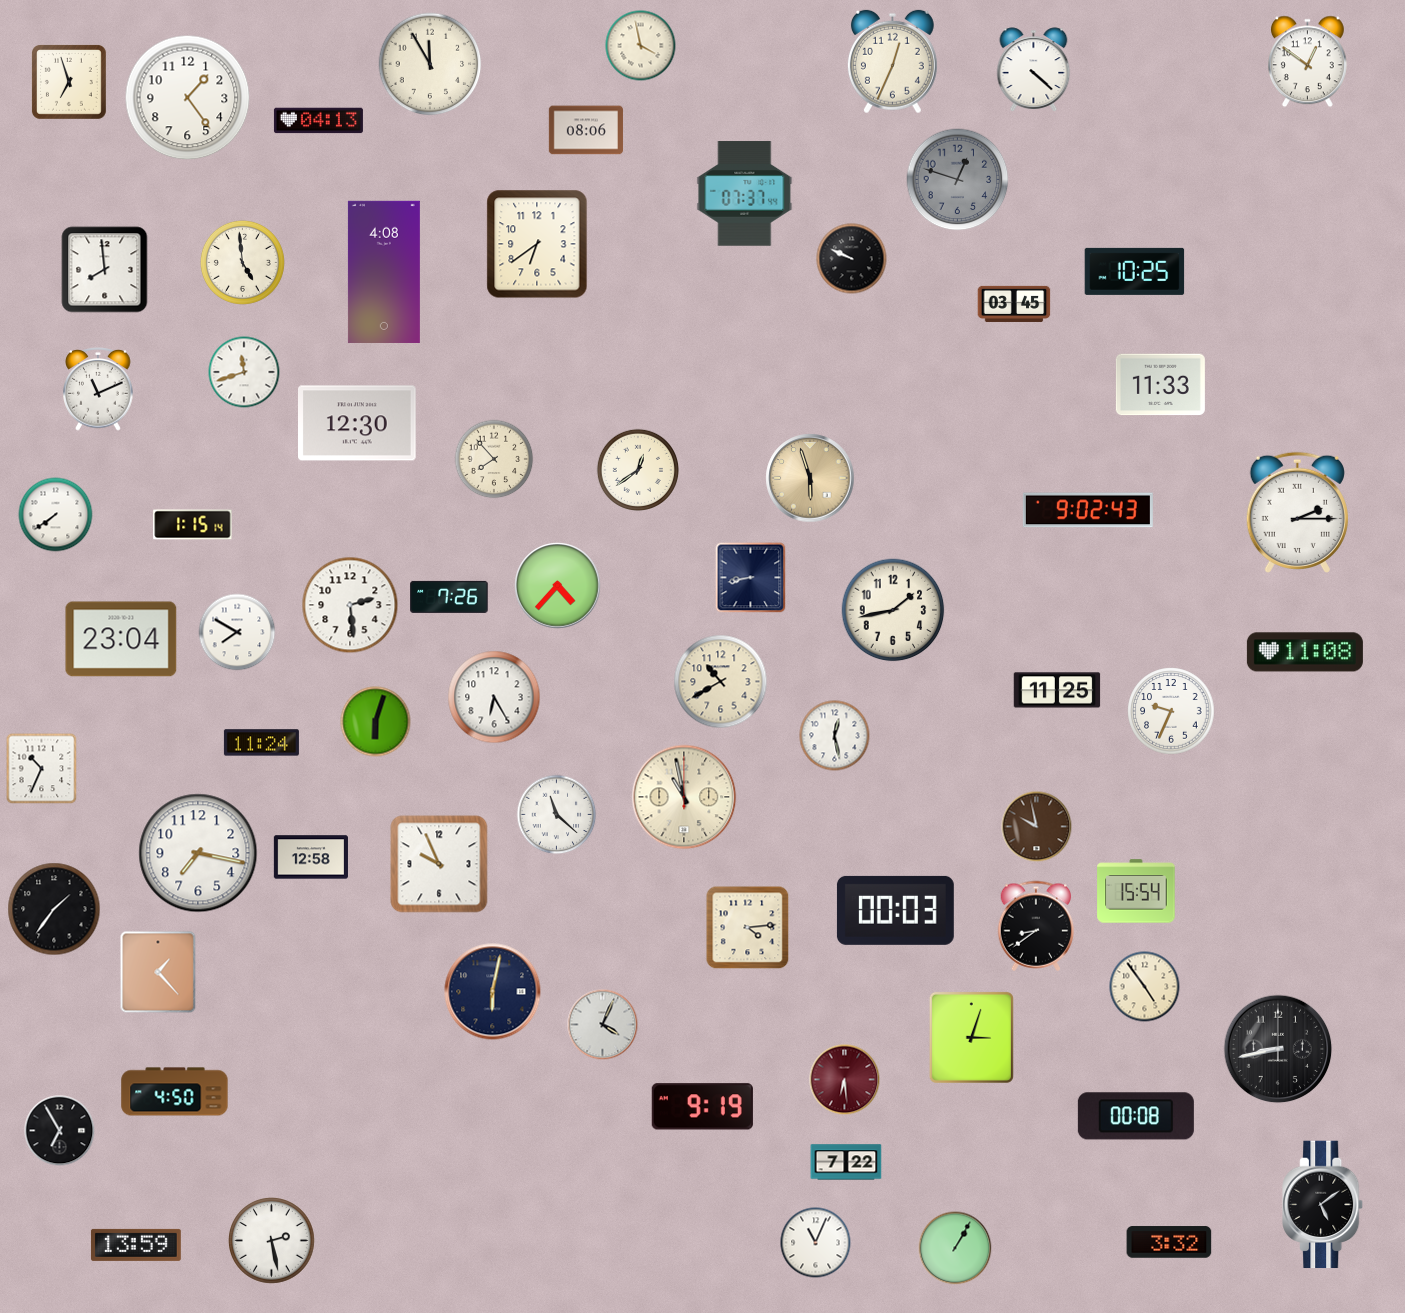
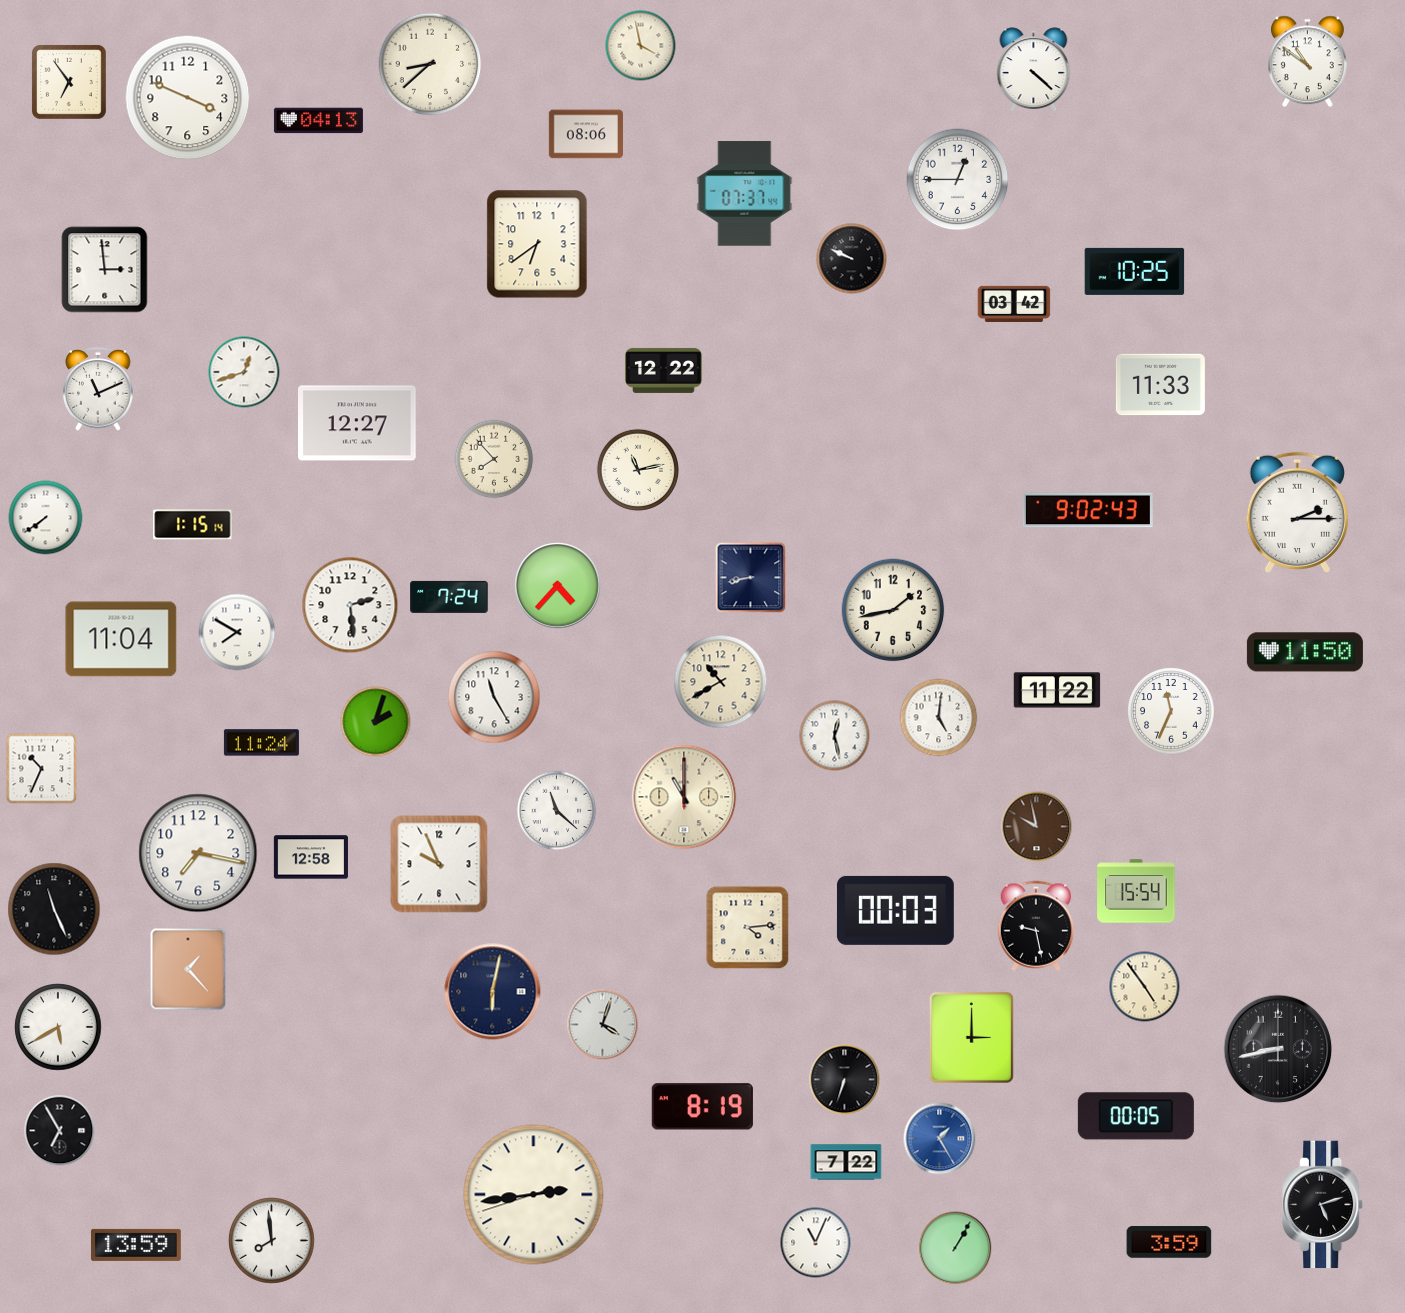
clock at (892, 62): 12:34 -> none
clock at (1307, 62): 12:51 -> 10:51
clock at (430, 64): 11:55 -> 8:38
clock at (69, 82): 6:57 -> 6:54
clock at (188, 98): 1:24 -> 3:49
clock at (586, 130) position: (586, 130) -> (586, 134)
clock at (958, 180): 12:48 -> 12:45
clock at (958, 180) dial: grey -> white
clock at (242, 262): 4:59 -> none
clock at (105, 270): 7:59 -> 2:59
clock at (384, 272): 4:08 -> none
clock at (1014, 303): 03:45 -> 03:42
clock at (664, 370): none -> 12:22
clock at (244, 372): 11:42 -> 12:42
clock at (358, 423): 12:30 -> 12:27
clock at (637, 469): 12:39 -> 11:13
clock at (810, 478): 5:57 -> none
clock at (56, 515) position: (56, 515) -> (46, 518)
clock at (449, 597): 7:26 -> 7:24
clock at (121, 639): 23:04 -> 11:04
clock at (1305, 652): 11:08 -> 11:50
clock at (1057, 690): 11:25 -> 11:22
clock at (494, 697): 6:25 -> 11:25
clock at (1171, 711): 9:34 -> 11:34
clock at (939, 718): none -> 5:01
clock at (376, 722): 6:03 -> 2:03
clock at (684, 797): 10:58 -> 11:00
clock at (557, 815) position: (557, 815) -> (557, 811)
clock at (54, 909): 1:36 -> 11:26
clock at (1036, 926): 8:39 -> 9:28
clock at (158, 972) position: (158, 972) -> (188, 969)
clock at (603, 1025): 4:04 -> 4:03
clock at (58, 1027): none -> 5:40
clock at (971, 1037): 3:03 -> 3:00
clock at (845, 1080): 6:29 -> 6:33
clock at (845, 1080) dial: burgundy -> black
clock at (175, 1092): 4:50 -> none
clock at (702, 1107): 9:19 -> 8:19
clock at (1136, 1116): 00:08 -> 00:05
clock at (940, 1139): none -> 1:25
clock at (534, 1195): none -> 2:43
clock at (1323, 1205): 5:09 -> 5:12
clock at (272, 1241): 2:28 -> 7:59
clock at (1169, 1242): 3:32 -> 3:59
